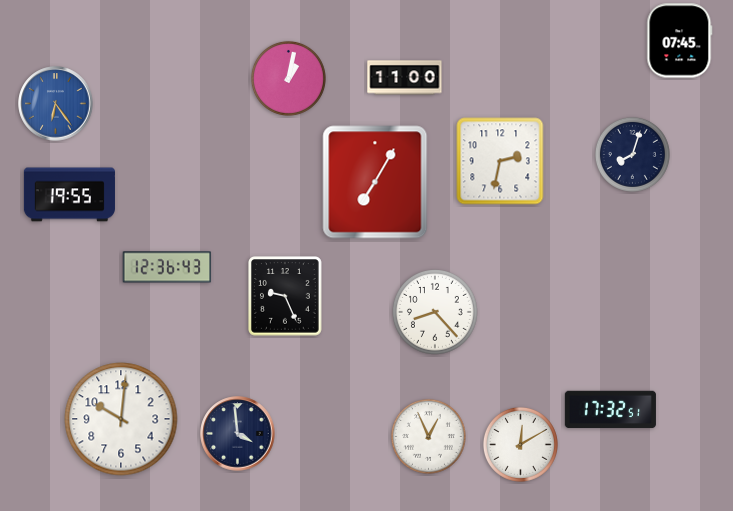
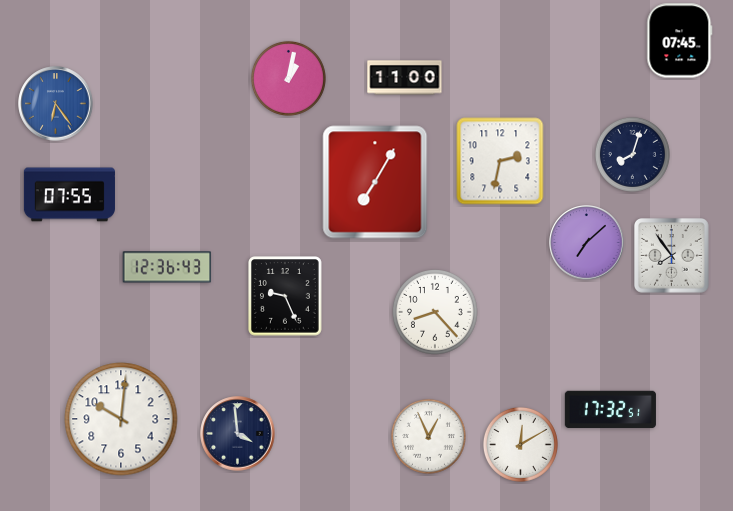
clock at (69, 195): 19:55 -> 07:55
clock at (587, 243): none -> 7:08
clock at (672, 256): none -> 7:54
